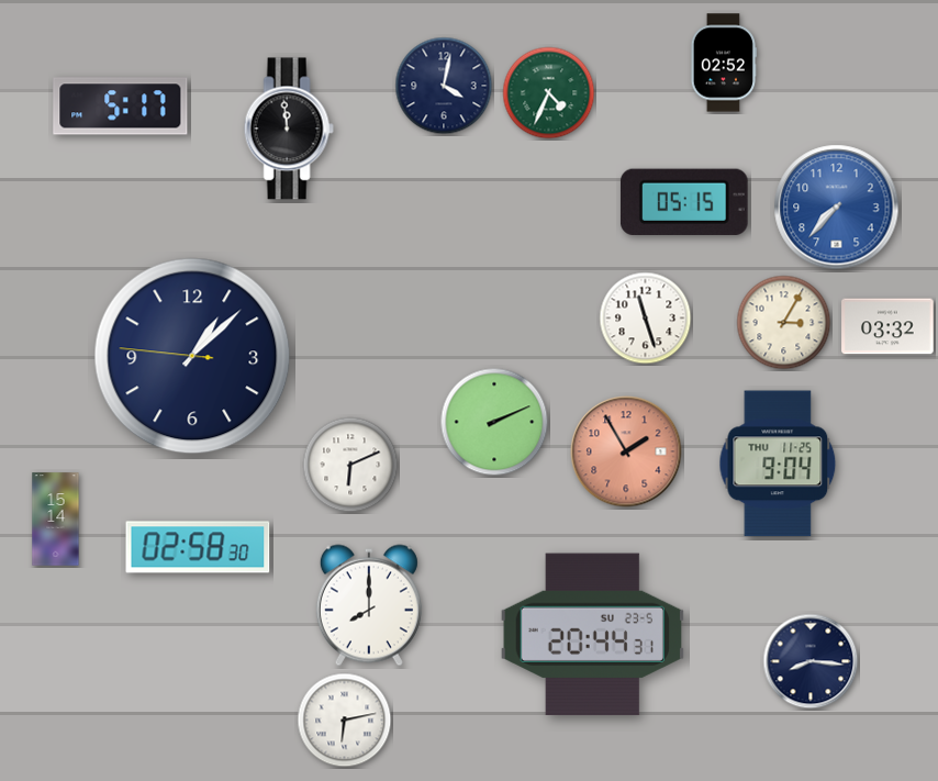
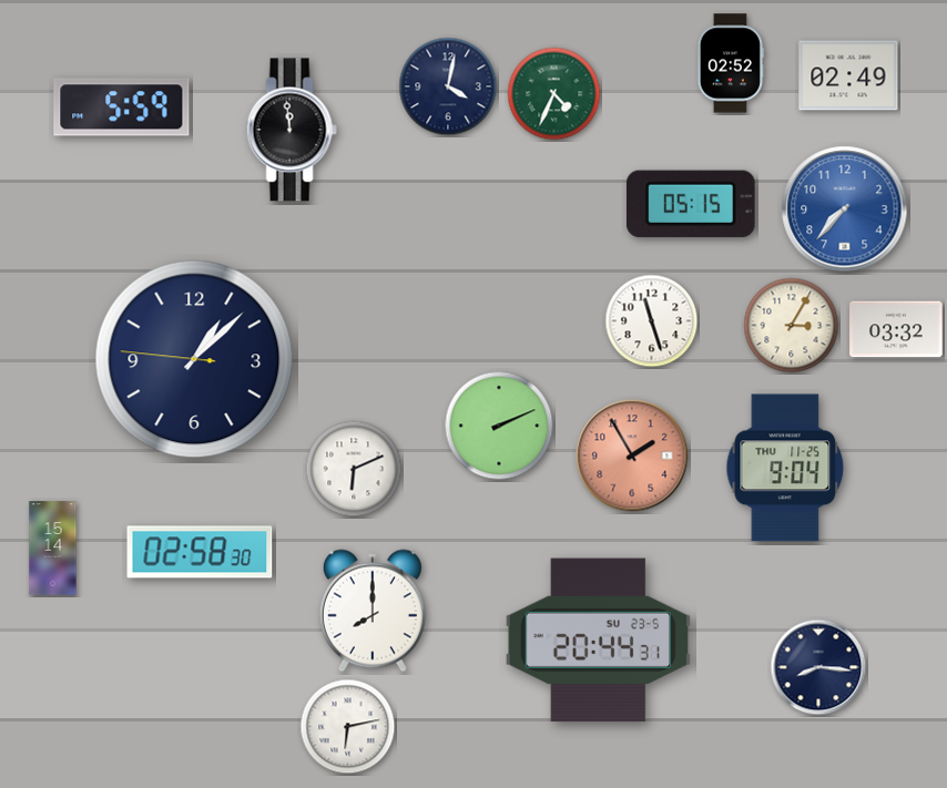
clock at (848, 75): none -> 02:49
clock at (121, 107): 5:17 -> 5:59
clock at (56, 520) position: (56, 520) -> (53, 549)
